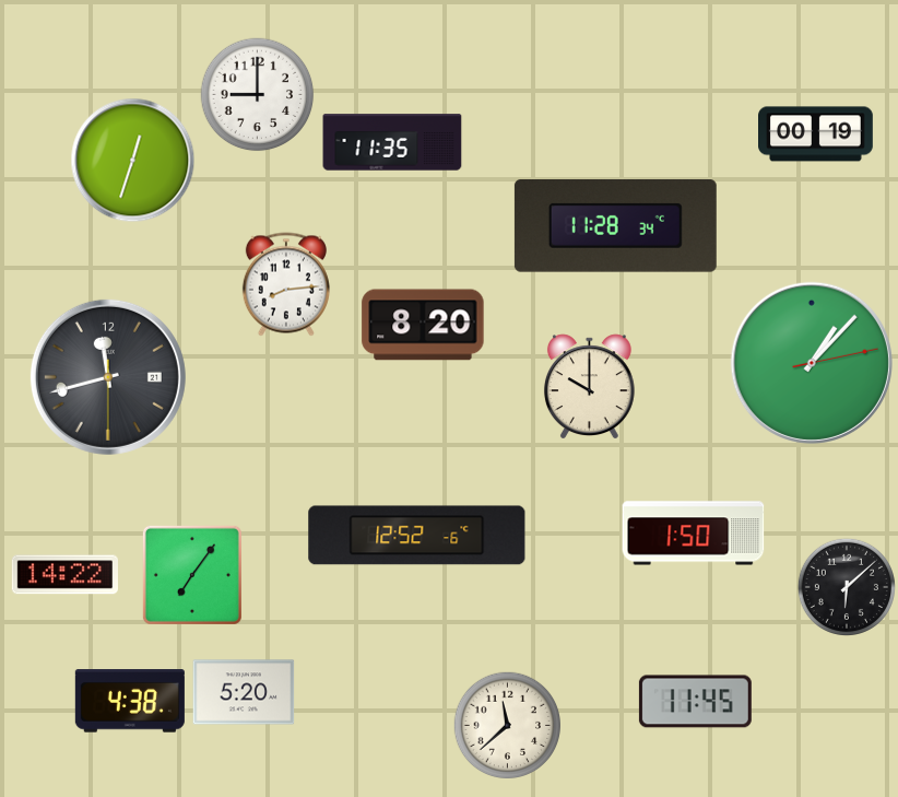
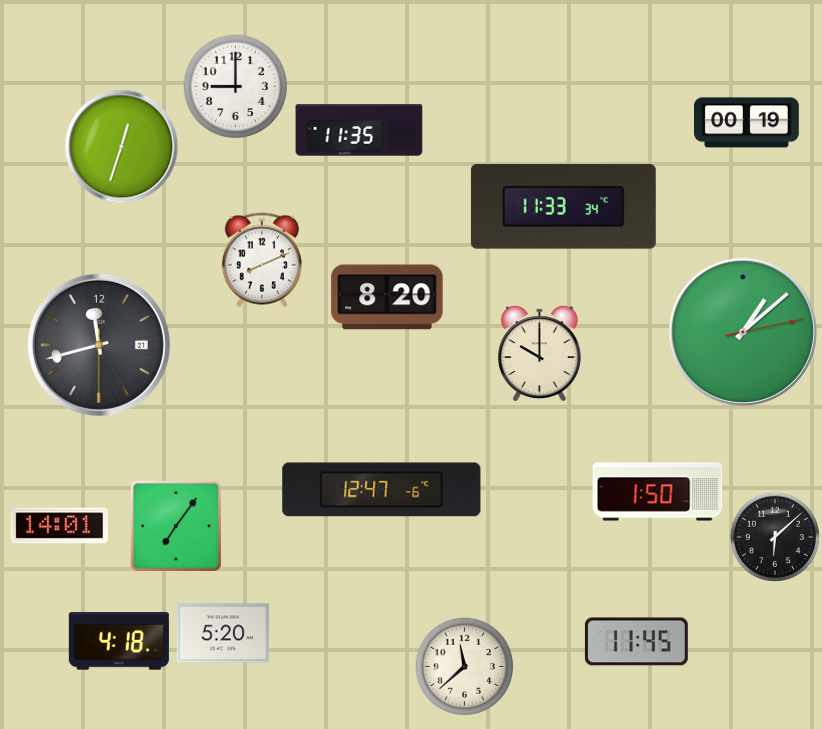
clock at (615, 226): 11:28 -> 11:33
clock at (286, 284): 8:14 -> 8:11
clock at (812, 363): 1:07 -> 1:08
clock at (694, 534) position: (694, 534) -> (658, 492)
clock at (417, 536): 12:52 -> 12:47
clock at (64, 575): 14:22 -> 14:01
clock at (130, 702): 4:38 -> 4:18
clock at (507, 725) position: (507, 725) -> (464, 666)
